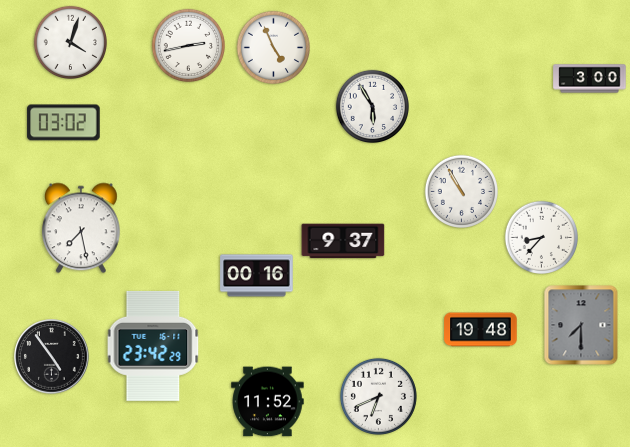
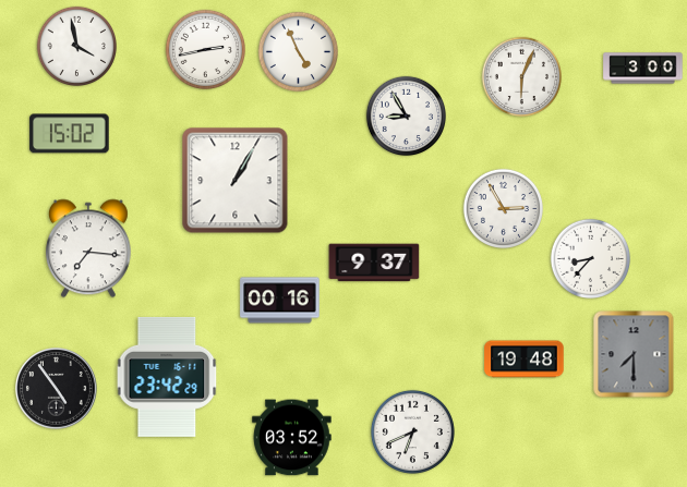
clock at (70, 42): 4:03 -> 3:58
clock at (521, 76): none -> 6:04
clock at (590, 79) position: (590, 79) -> (643, 69)
clock at (372, 106): 5:55 -> 8:55
clock at (64, 123): 03:02 -> 15:02
clock at (236, 181): none -> 1:05
clock at (461, 191): 10:55 -> 2:55
clock at (81, 228): 7:28 -> 7:16
clock at (268, 402): 11:52 -> 03:52
